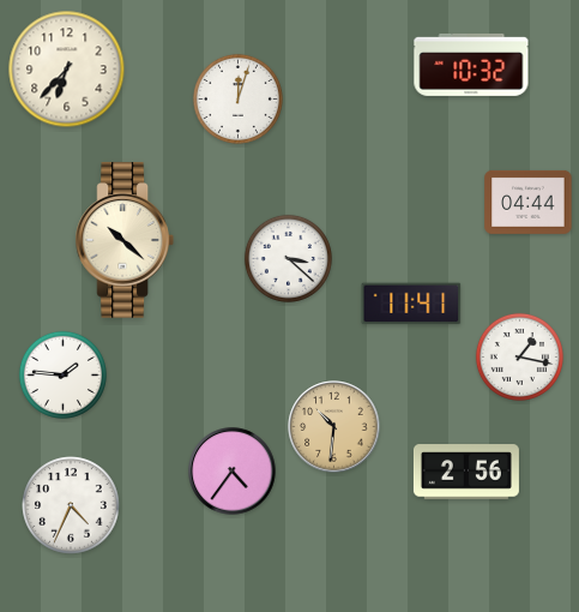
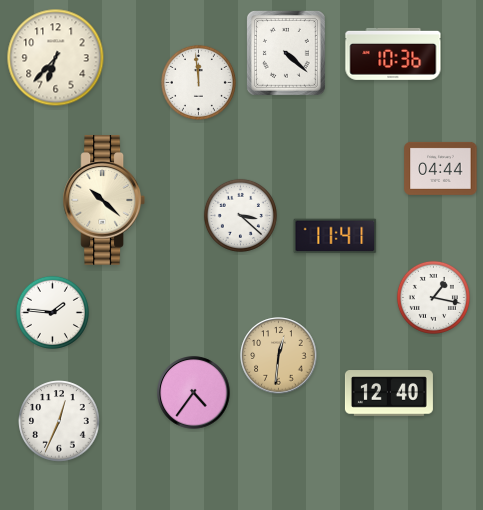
clock at (286, 53): none -> 4:22
clock at (471, 65): 10:32 -> 10:36
clock at (237, 98): 12:03 -> 11:59
clock at (411, 304) position: (411, 304) -> (335, 236)
clock at (334, 427): 10:31 -> 12:31
clock at (466, 472): 2:56 -> 12:40
clock at (71, 505): 4:34 -> 12:34
